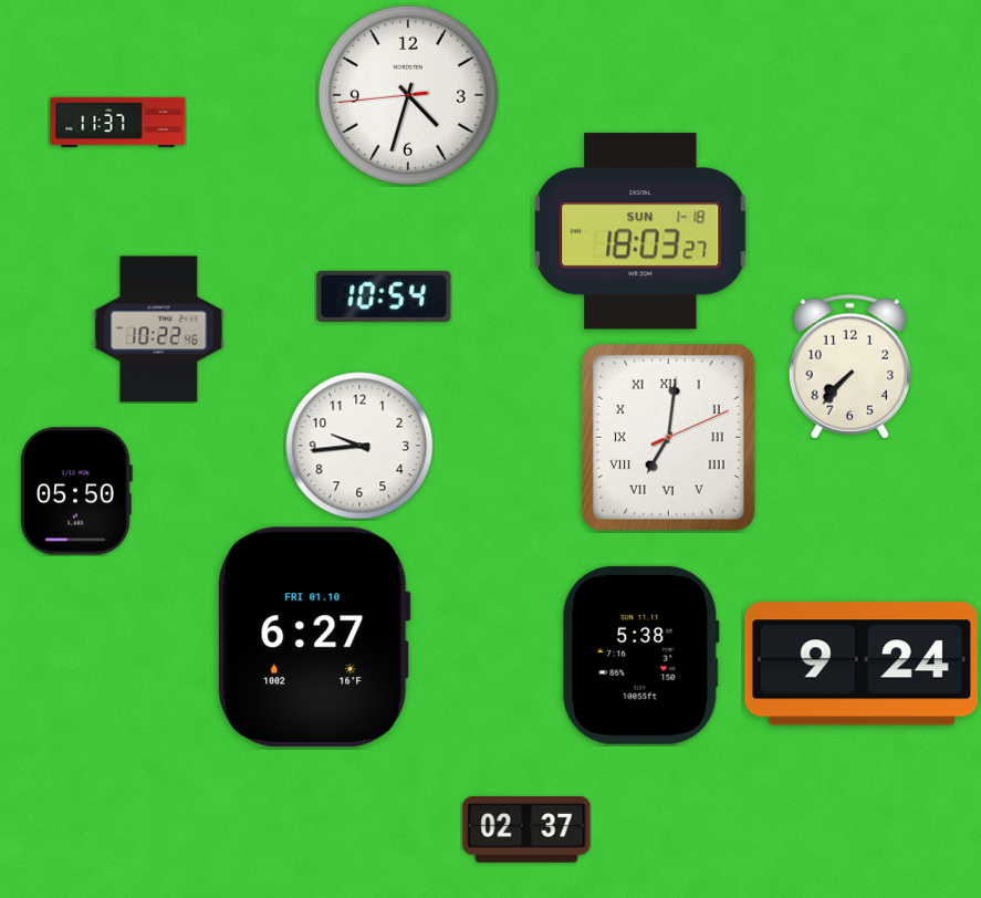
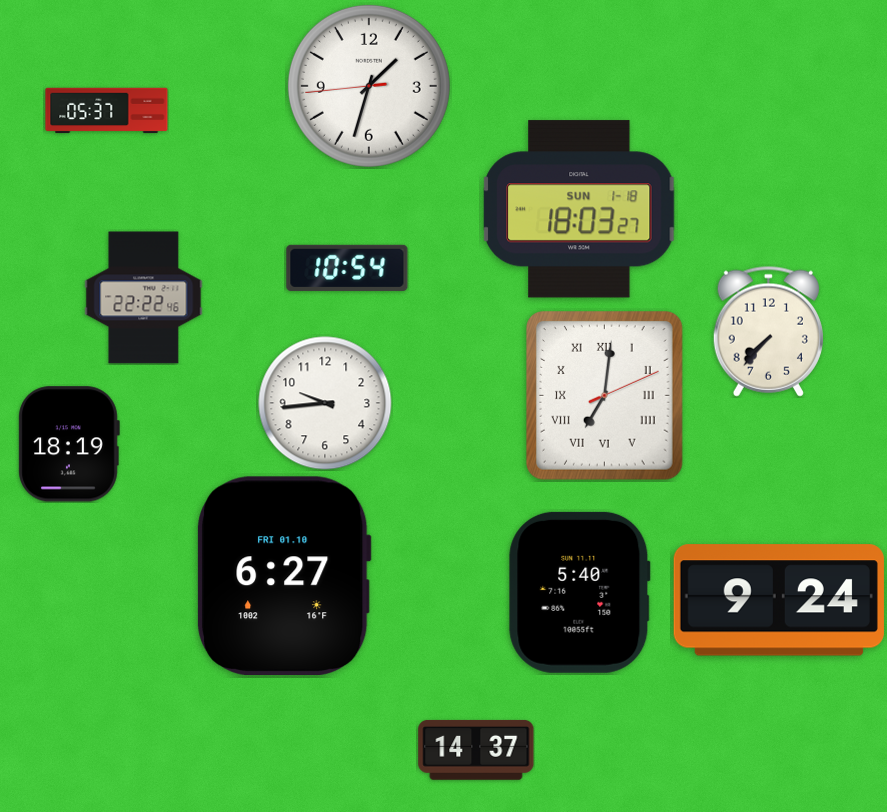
clock at (408, 95): 4:32 -> 1:32
clock at (118, 123): 11:37 -> 05:37
clock at (159, 330): 10:22 -> 22:22
clock at (76, 491): 05:50 -> 18:19
clock at (641, 655): 5:38 -> 5:40
clock at (526, 829): 02:37 -> 14:37
